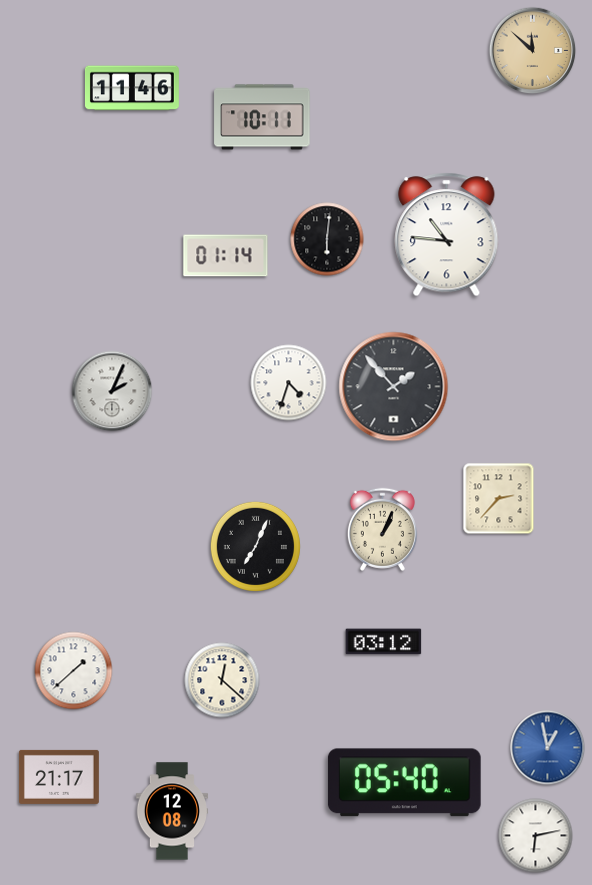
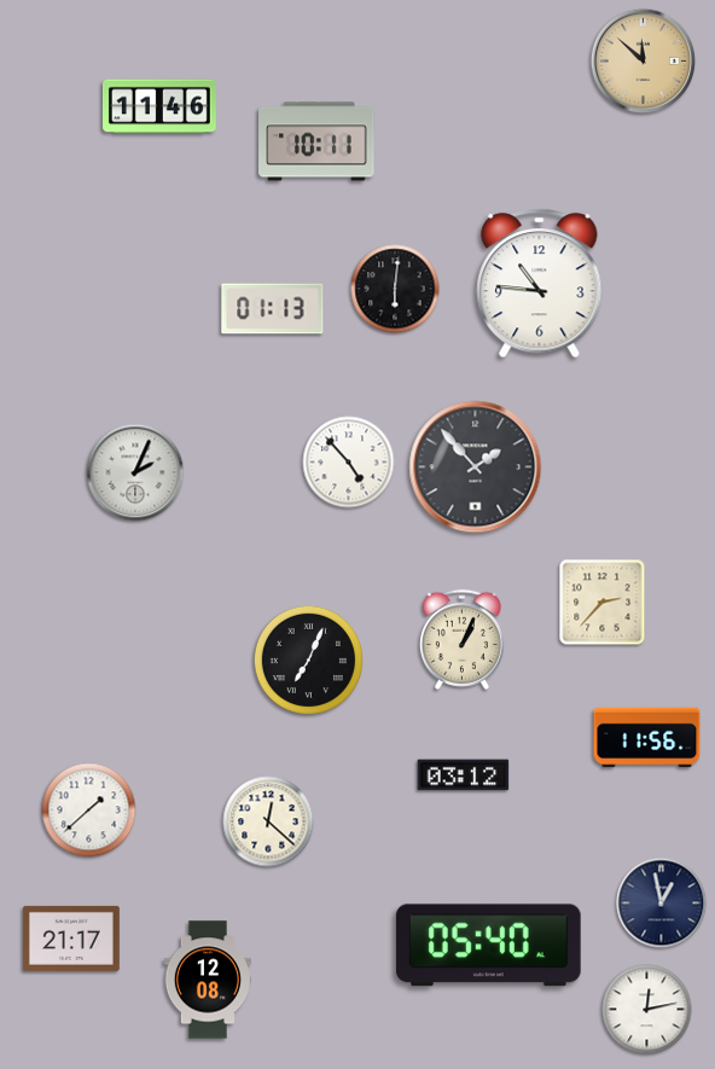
clock at (226, 256): 01:14 -> 01:13
clock at (289, 383): 4:33 -> 4:53
clock at (647, 738): none -> 11:56
clock at (548, 748) dial: blue -> navy
clock at (536, 836): 6:13 -> 12:13
